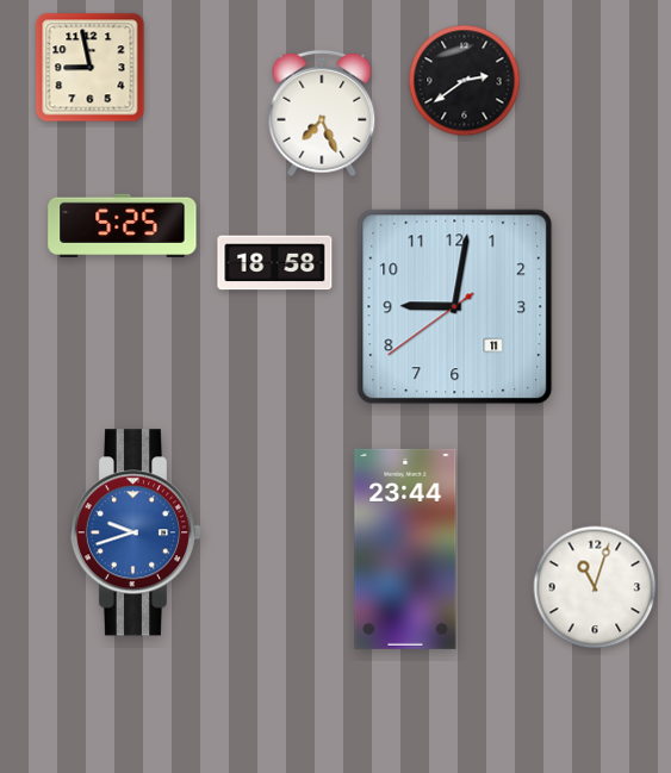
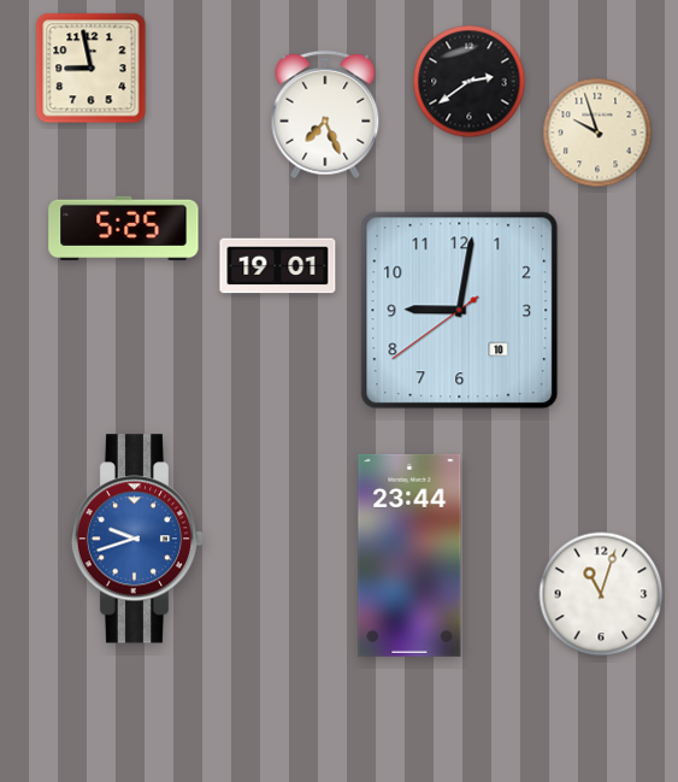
clock at (597, 133): none -> 9:57
clock at (275, 263): 18:58 -> 19:01
clock at (455, 307) date: 11 -> 10
